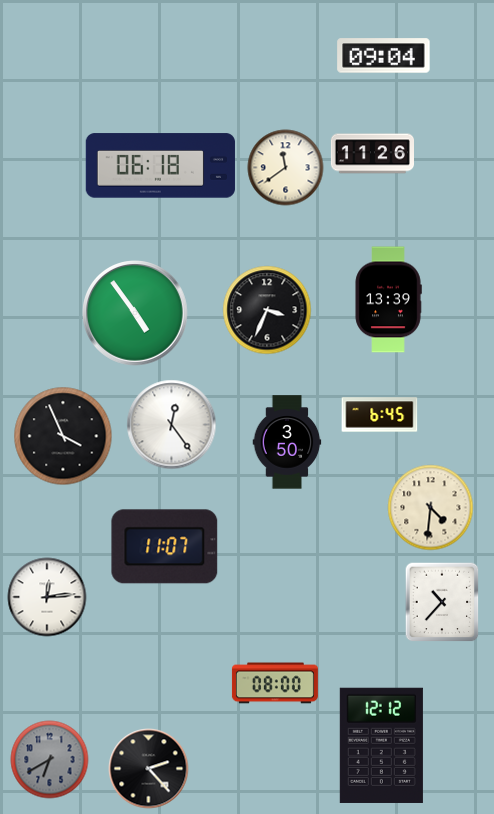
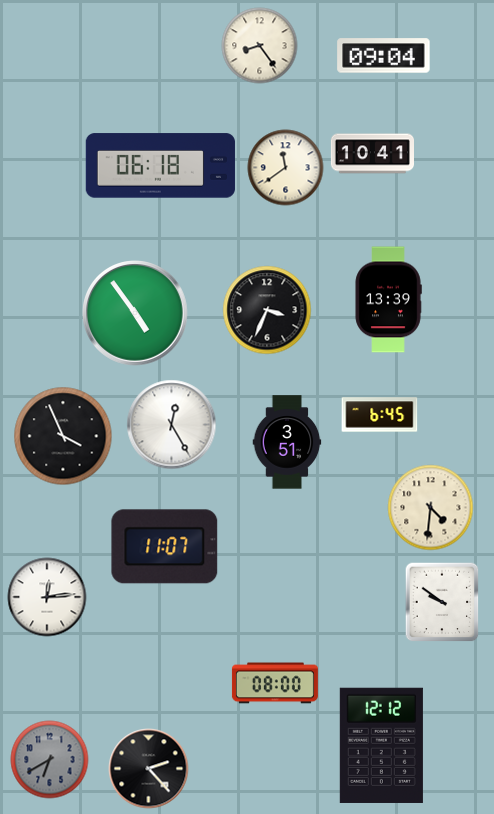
clock at (260, 46): none -> 8:24
clock at (372, 154): 11:26 -> 10:41
clock at (172, 425): 12:24 -> 12:25
clock at (287, 442): 3:50 -> 3:51
clock at (442, 602): 10:37 -> 9:51
